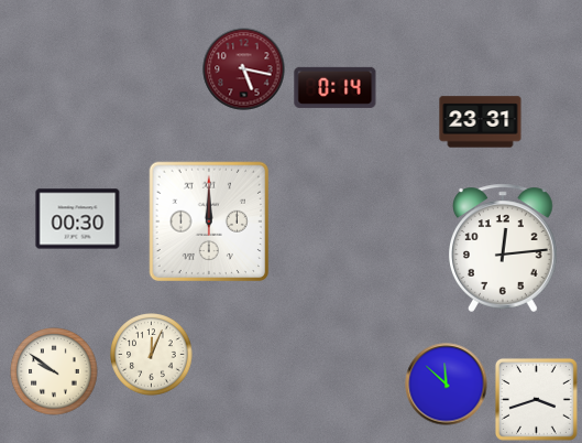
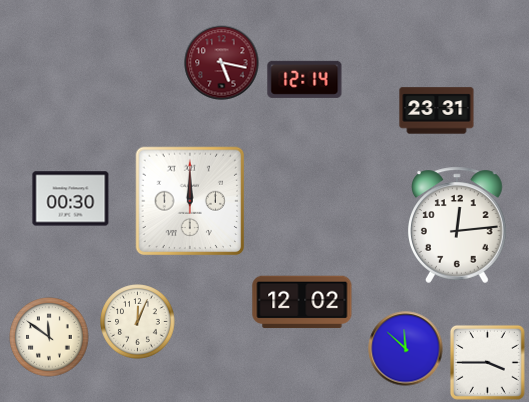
clock at (336, 87): 0:14 -> 12:14
clock at (302, 302): none -> 12:02
clock at (54, 371): 9:51 -> 11:51
clock at (536, 399): 3:42 -> 3:45
